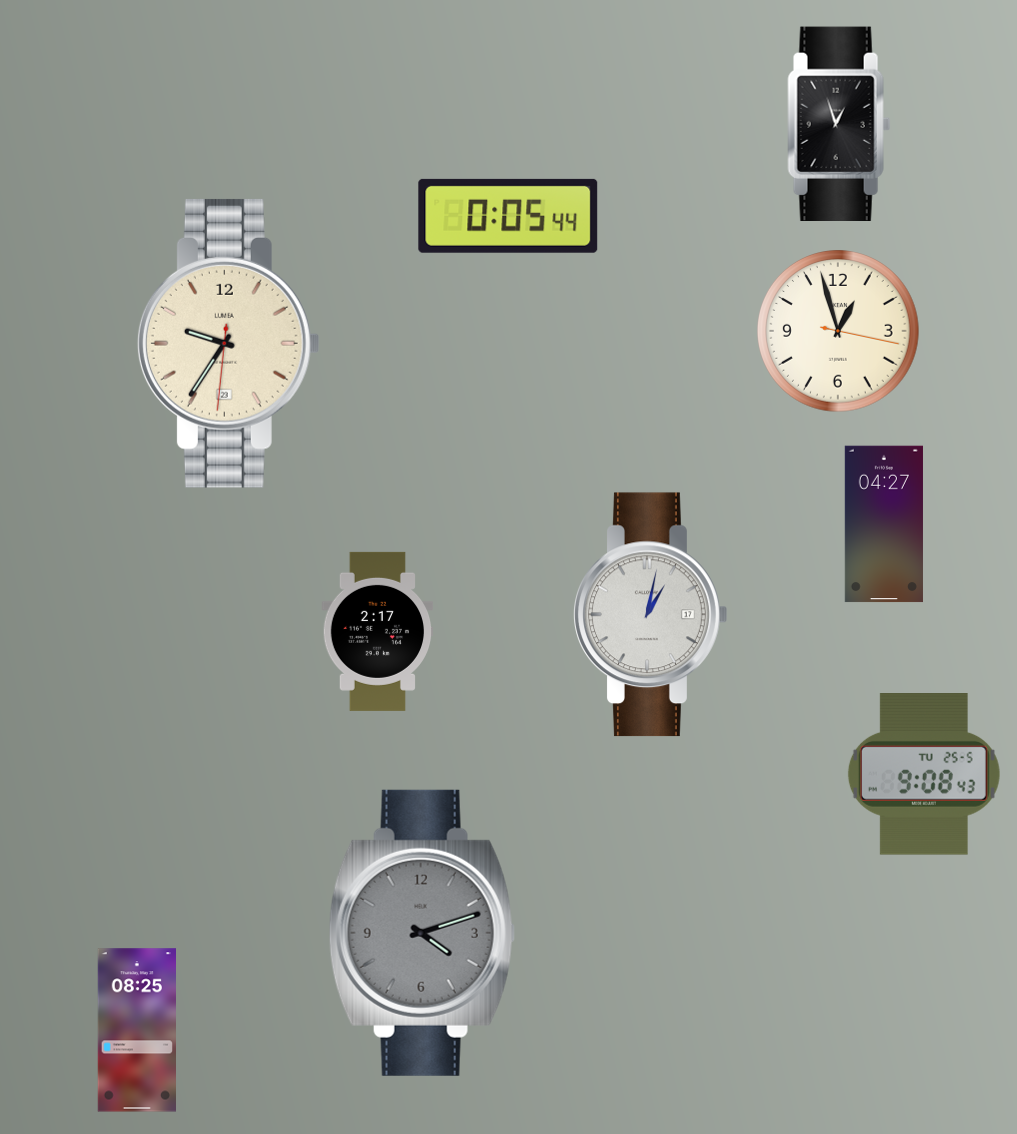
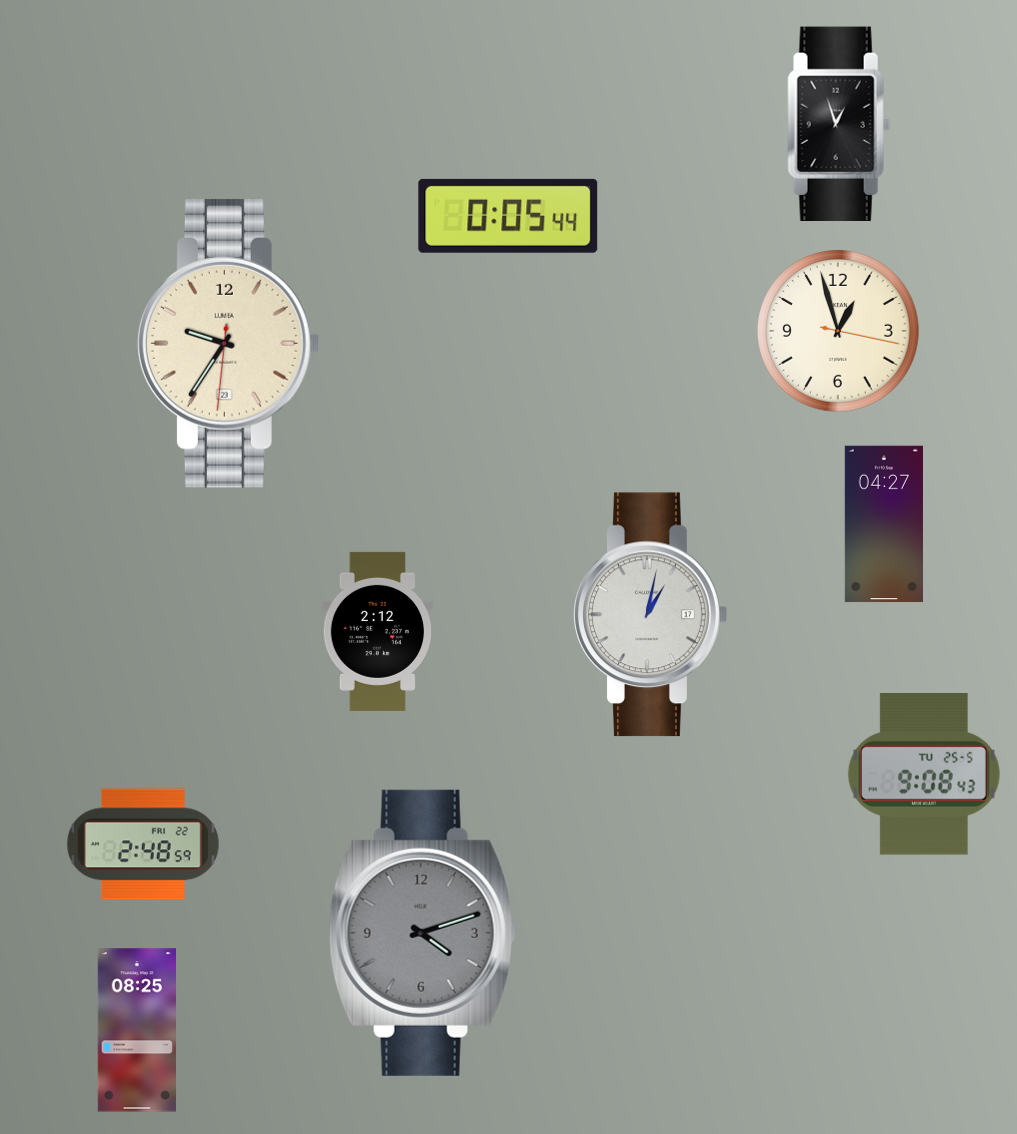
clock at (378, 631): 2:17 -> 2:12
clock at (143, 844): none -> 2:48
